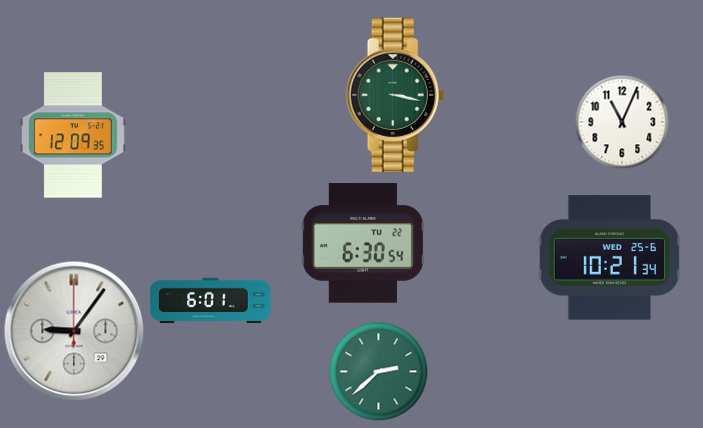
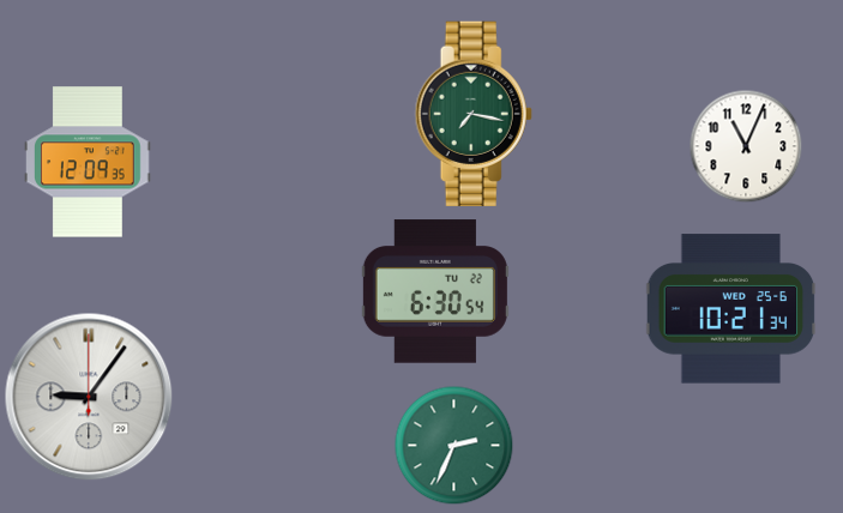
clock at (395, 95): 3:17 -> 7:17
clock at (211, 301): 6:01 -> none
clock at (379, 372): 2:38 -> 2:34
